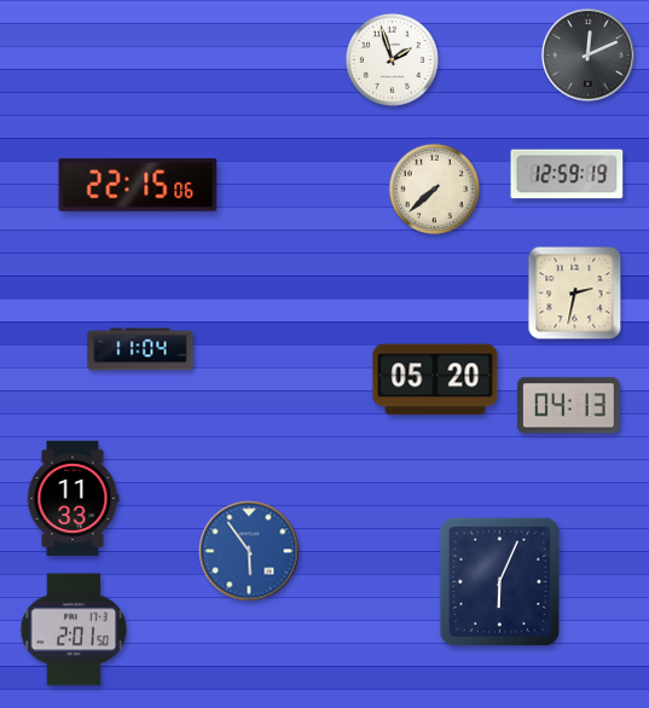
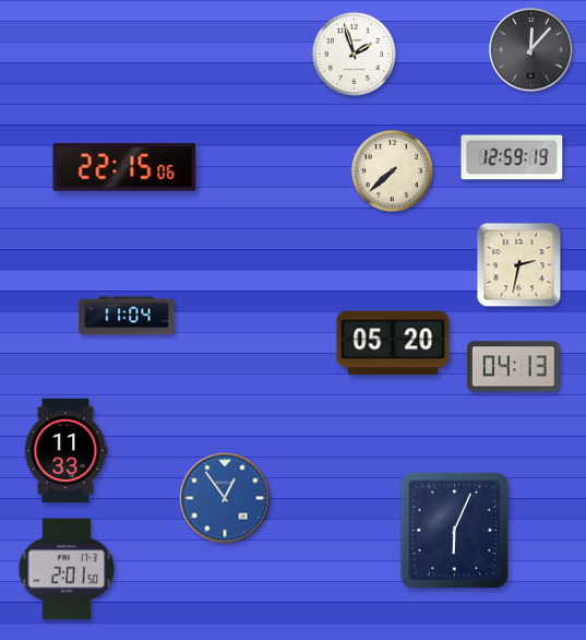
clock at (589, 56): 12:11 -> 12:07
clock at (249, 551): 5:54 -> 12:54
clock at (500, 582) position: (500, 582) -> (455, 531)
